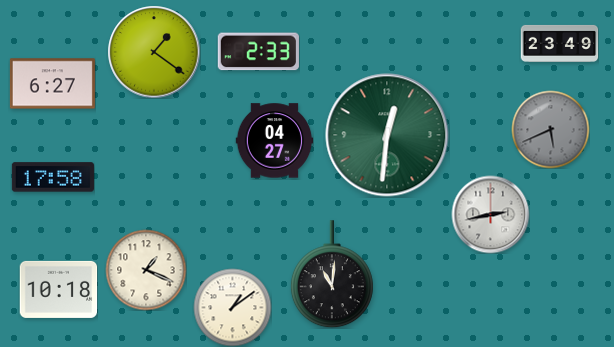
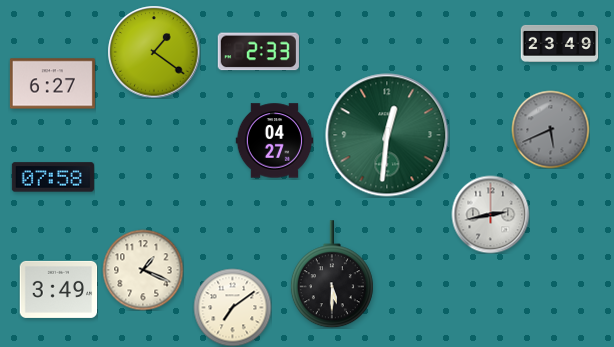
clock at (53, 177): 17:58 -> 07:58
clock at (146, 270) position: (146, 270) -> (143, 270)
clock at (332, 274): 11:01 -> 5:30
clock at (58, 289): 10:18 -> 3:49
clock at (232, 307): 1:09 -> 7:09
